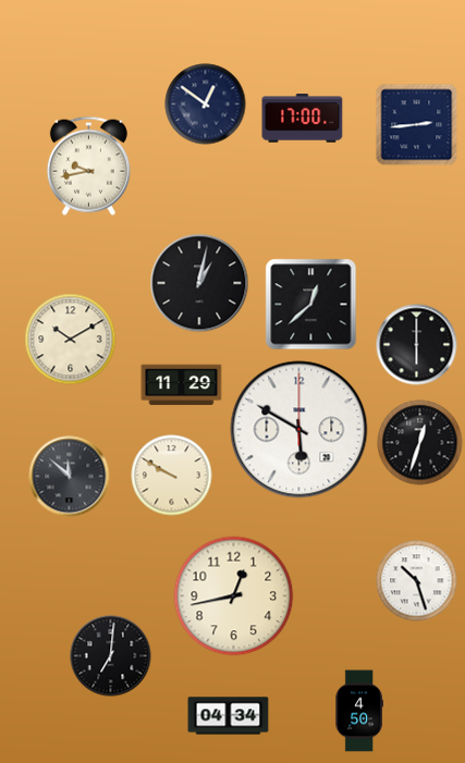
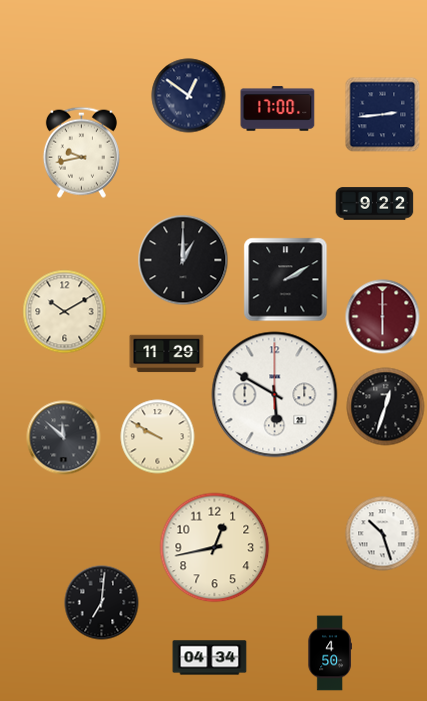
clock at (375, 204): none -> 9:22
clock at (199, 283): 1:02 -> 1:00
clock at (311, 305): 12:38 -> 2:10
clock at (417, 345) dial: black -> burgundy
